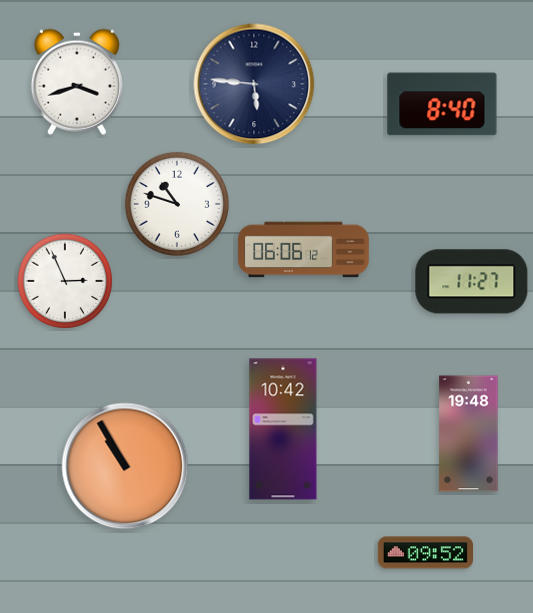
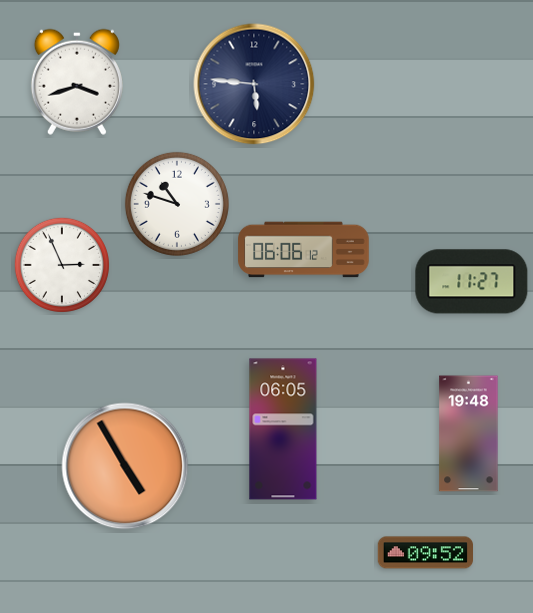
clock at (442, 104): 8:40 -> none
clock at (65, 281) position: (65, 281) -> (62, 265)
clock at (283, 429): 10:42 -> 06:05
clock at (125, 466): 10:55 -> 4:55
